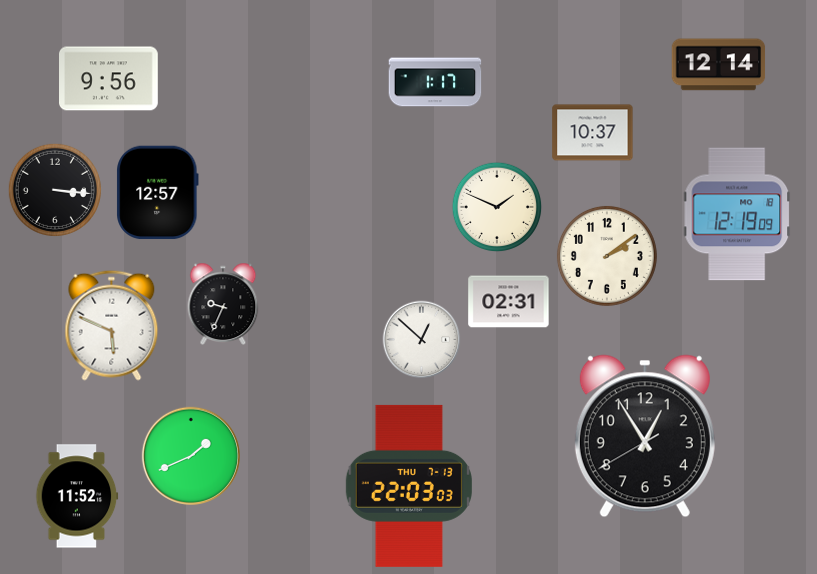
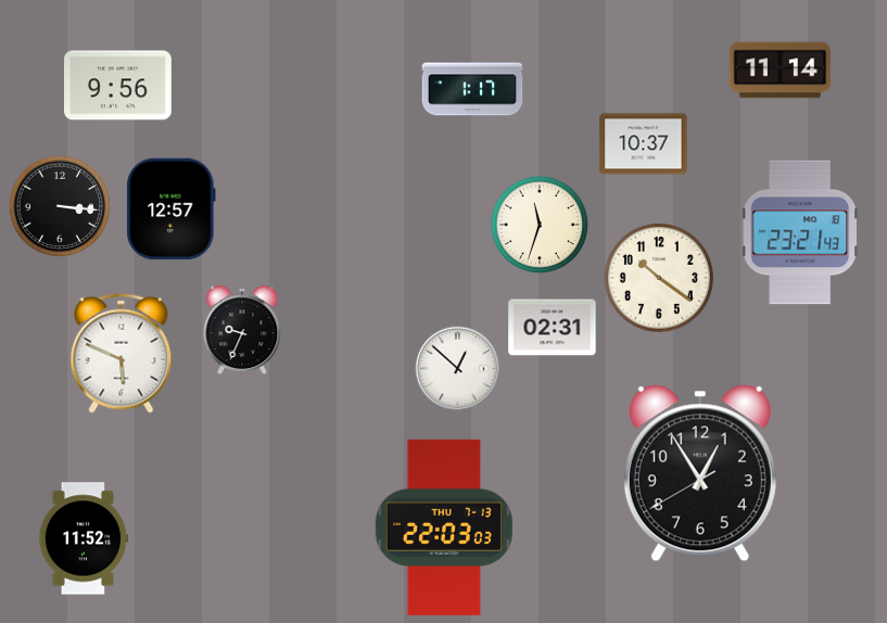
clock at (719, 65): 12:14 -> 11:14
clock at (497, 207): 1:49 -> 11:33
clock at (737, 214): 12:19 -> 23:21
clock at (607, 256): 2:09 -> 10:21
clock at (191, 456): 1:41 -> none
